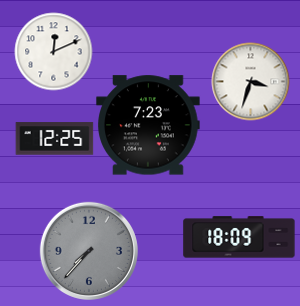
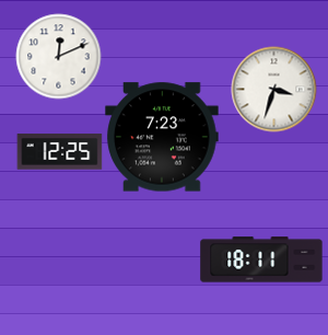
clock at (239, 237): 18:09 -> 18:11
clock at (89, 251): 7:37 -> none
